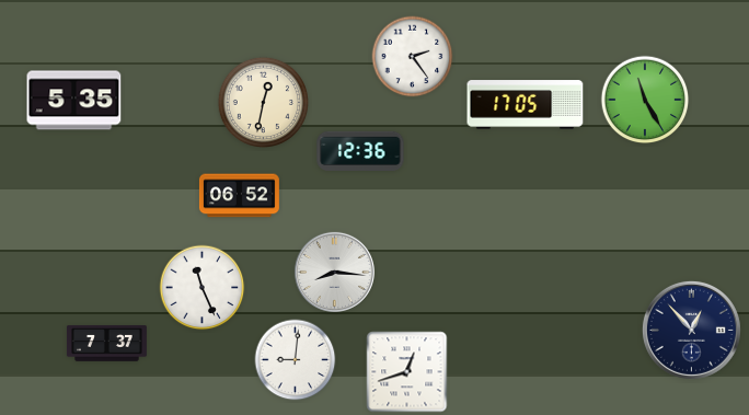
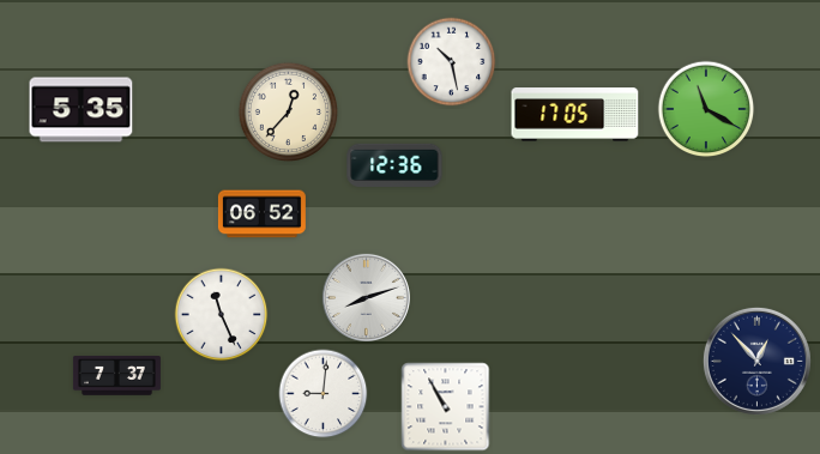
clock at (413, 57): 2:24 -> 10:28
clock at (645, 100): 11:25 -> 11:20
clock at (263, 102): 12:32 -> 12:37
clock at (334, 272): 8:16 -> 8:12
clock at (407, 372): 12:42 -> 10:55
